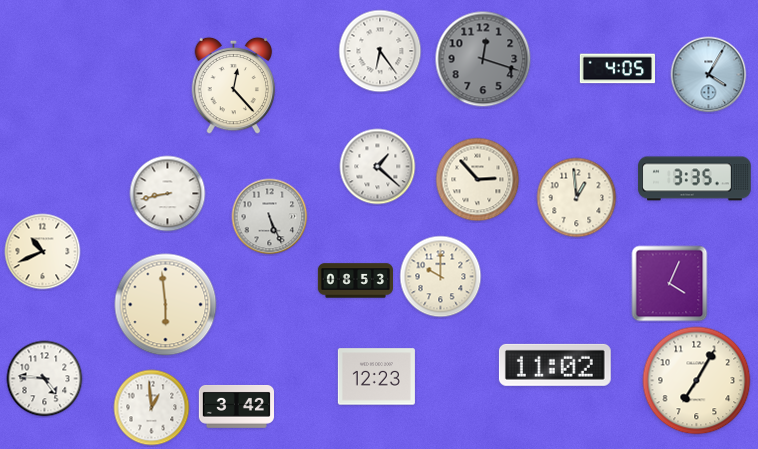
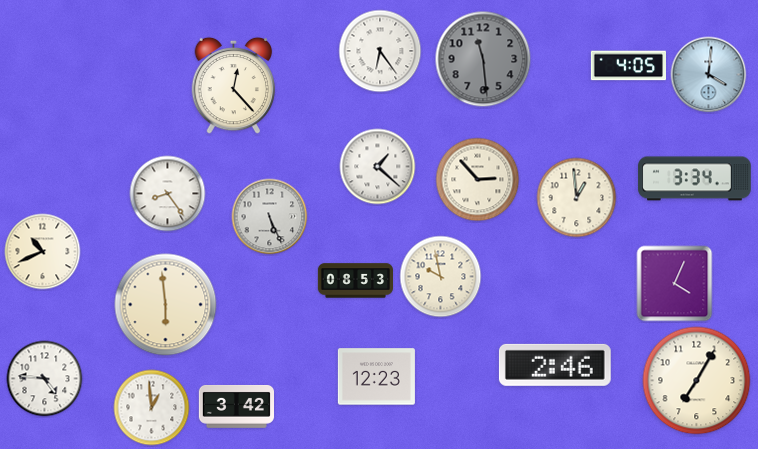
clock at (483, 59): 12:18 -> 11:29
clock at (617, 69) position: (617, 69) -> (628, 66)
clock at (709, 75): 4:05 -> 4:01
clock at (695, 179): 3:35 -> 3:34
clock at (168, 194): 8:43 -> 8:24
clock at (441, 277): 10:00 -> 9:58
clock at (670, 284) position: (670, 284) -> (675, 284)
clock at (555, 365): 11:02 -> 2:46
